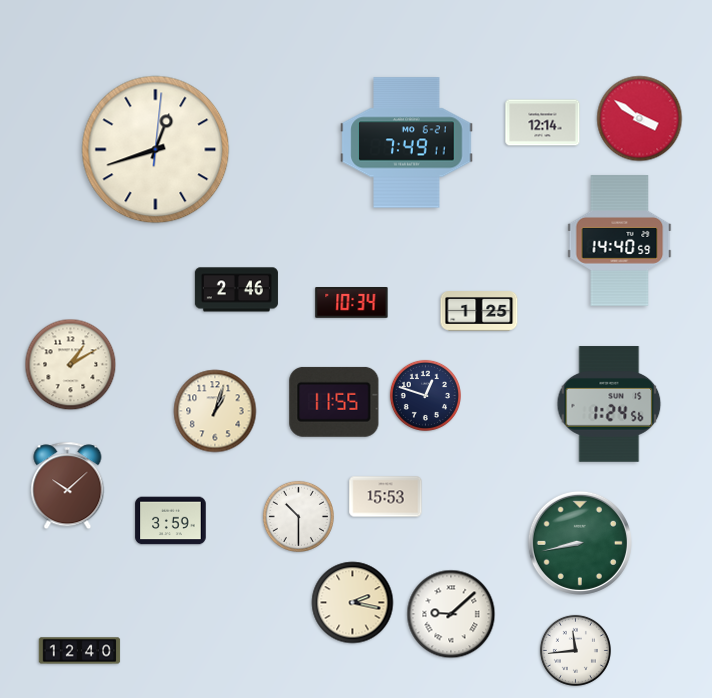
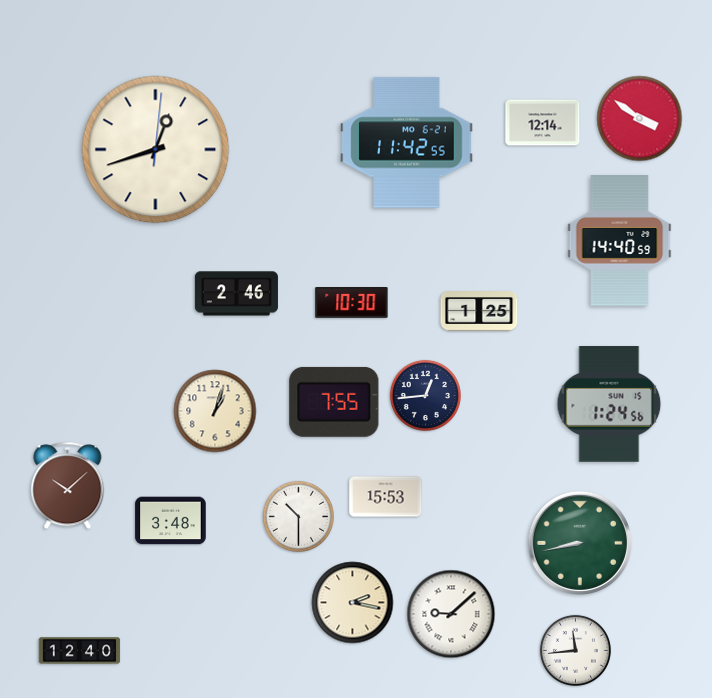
clock at (407, 143): 7:49 -> 11:42
clock at (236, 290) position: (236, 290) -> (236, 294)
clock at (352, 303): 10:34 -> 10:30
clock at (71, 365): 1:10 -> none
clock at (425, 395): 12:48 -> 12:44
clock at (334, 402): 11:55 -> 7:55
clock at (171, 521): 3:59 -> 3:48
